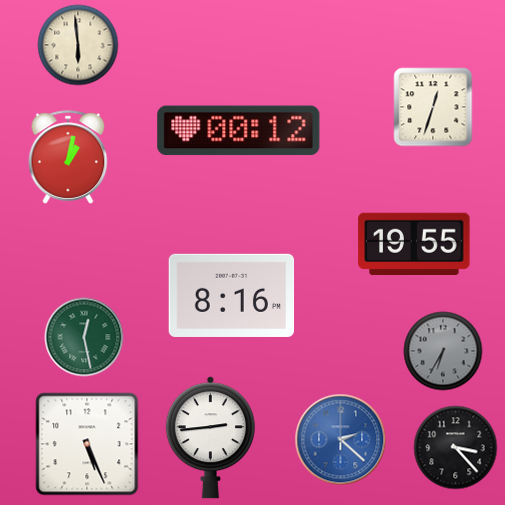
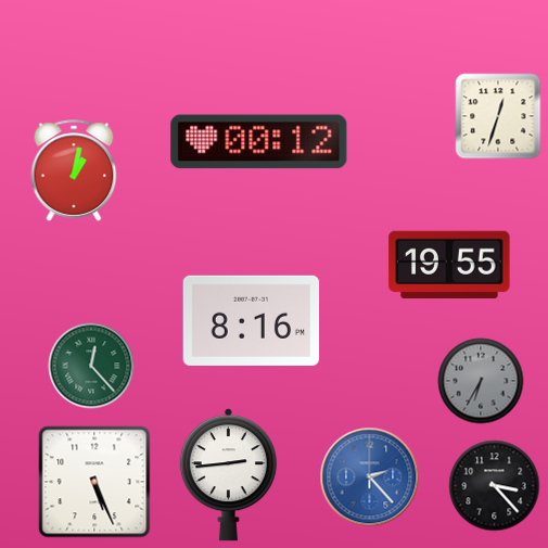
clock at (78, 45): 5:59 -> none
clock at (433, 107) position: (433, 107) -> (498, 116)
clock at (84, 337): 12:28 -> 12:23
clock at (341, 440): 2:22 -> 2:23
